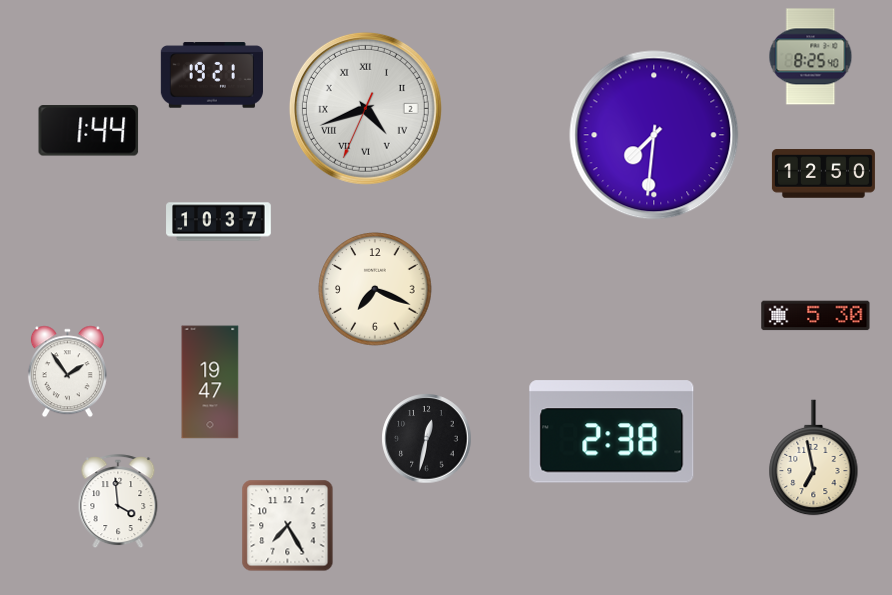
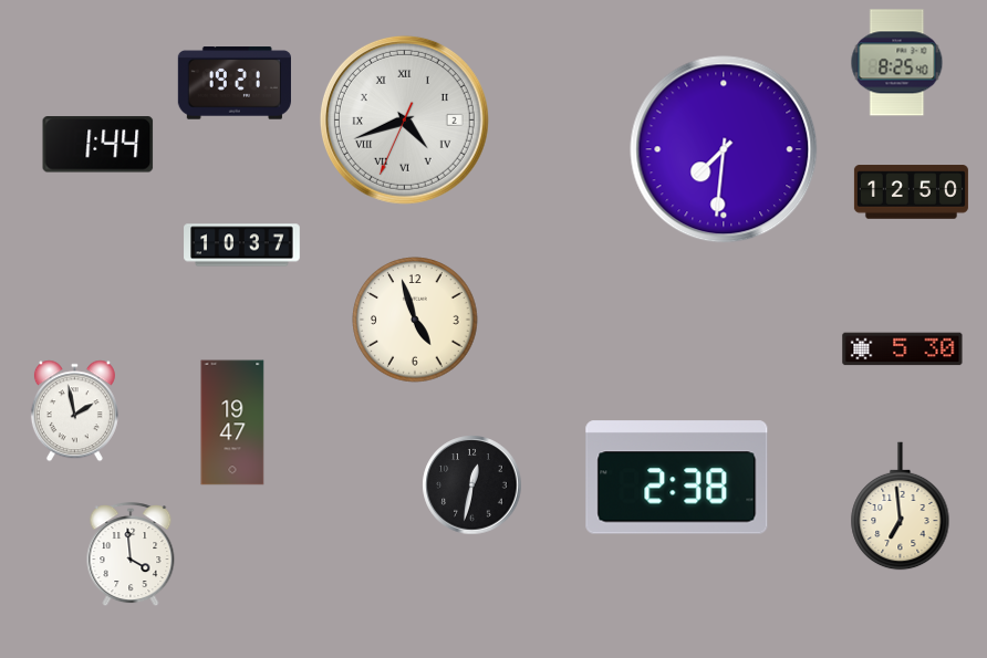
clock at (375, 289): 7:19 -> 4:57
clock at (67, 372): 1:54 -> 1:58
clock at (814, 458): 6:58 -> 6:59
clock at (288, 526): 7:25 -> none
